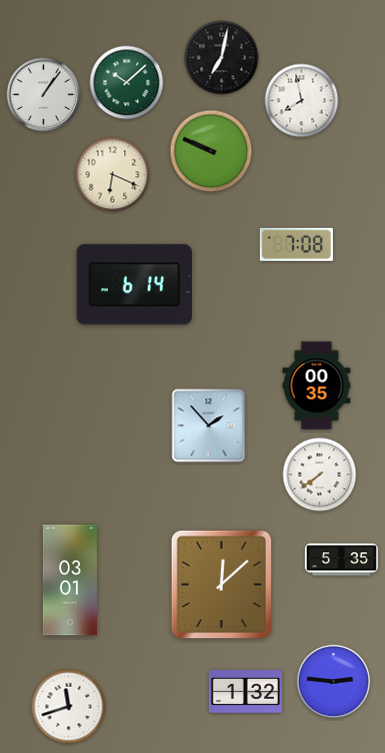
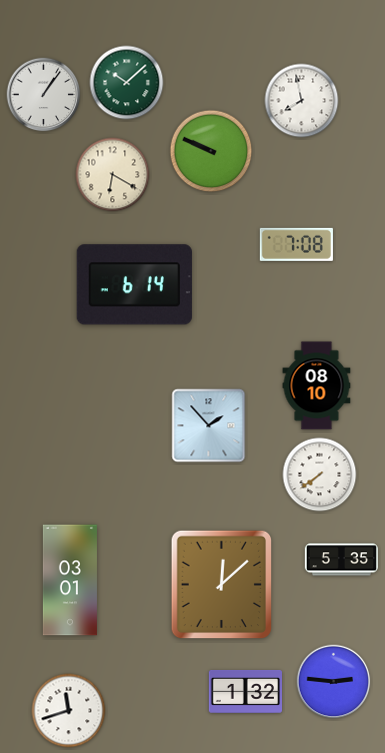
clock at (222, 58): 7:02 -> none
clock at (113, 175): 6:19 -> 6:20
clock at (317, 386): 00:35 -> 08:10
clock at (69, 707) position: (69, 707) -> (69, 711)
